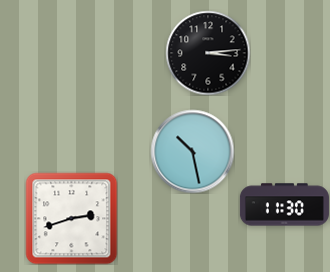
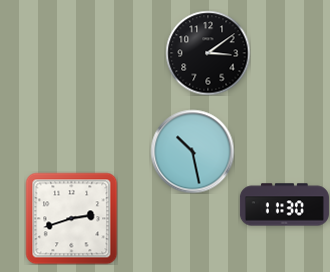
clock at (208, 53): 3:14 -> 3:09
